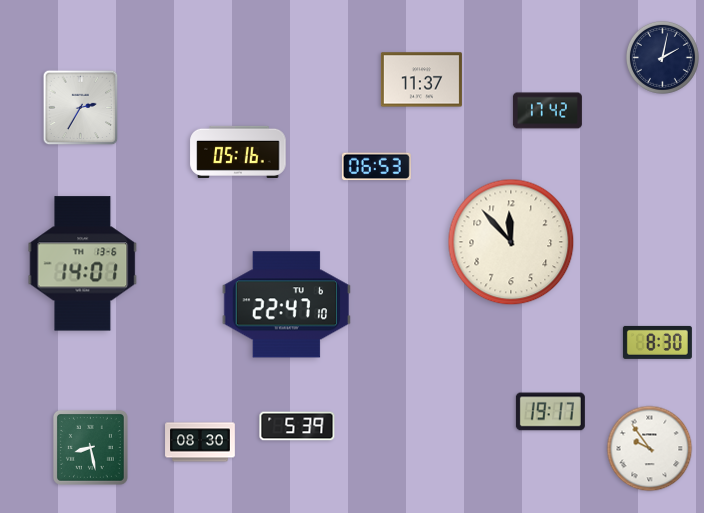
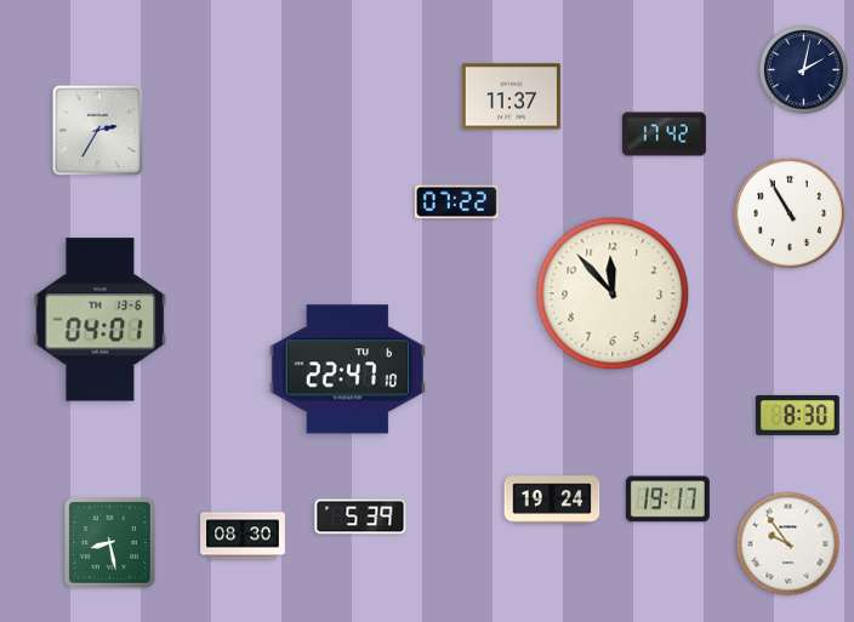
clock at (238, 152): 05:16 -> none
clock at (376, 167): 06:53 -> 07:22
clock at (790, 213): none -> 10:55
clock at (511, 242) position: (511, 242) -> (613, 293)
clock at (83, 264): 14:01 -> 04:01
clock at (552, 500): none -> 19:24
